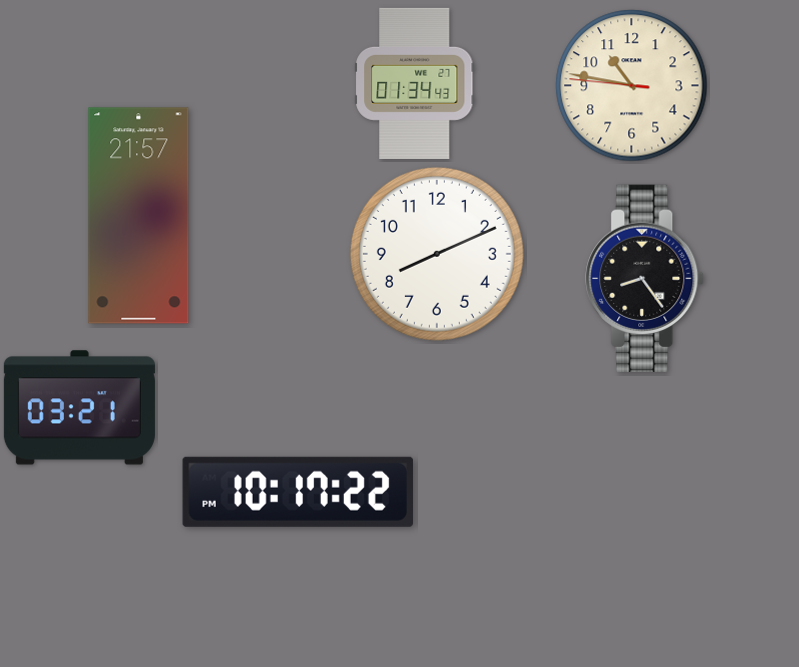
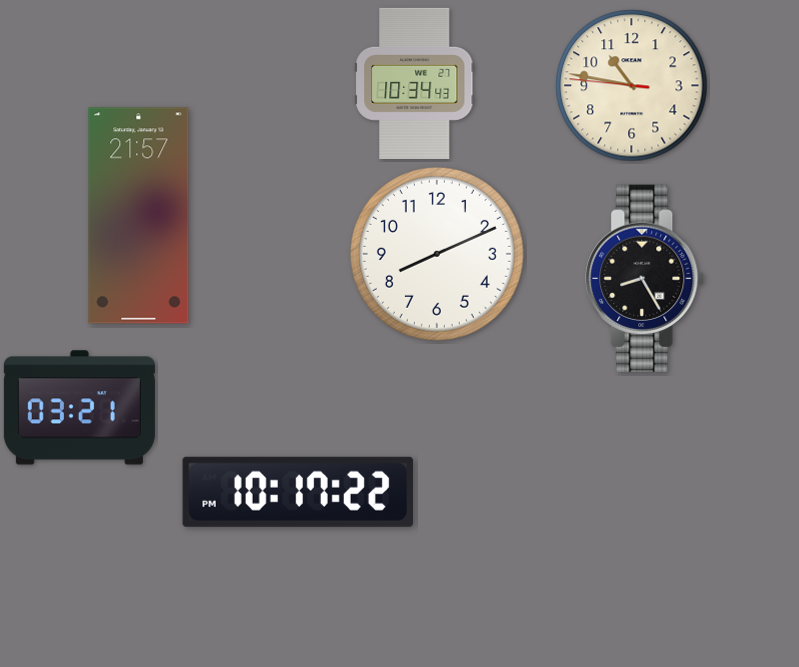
clock at (415, 83): 01:34 -> 10:34
clock at (645, 278): 8:24 -> 8:25
